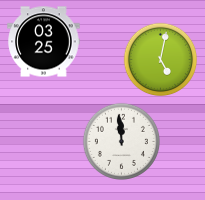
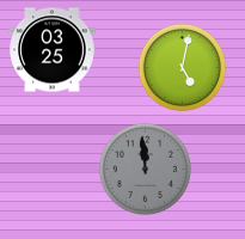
clock at (161, 60) position: (161, 60) -> (183, 68)
clock at (121, 141) dial: white -> grey
